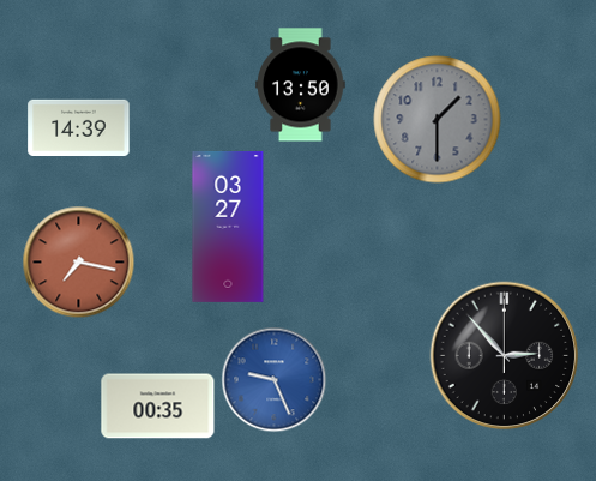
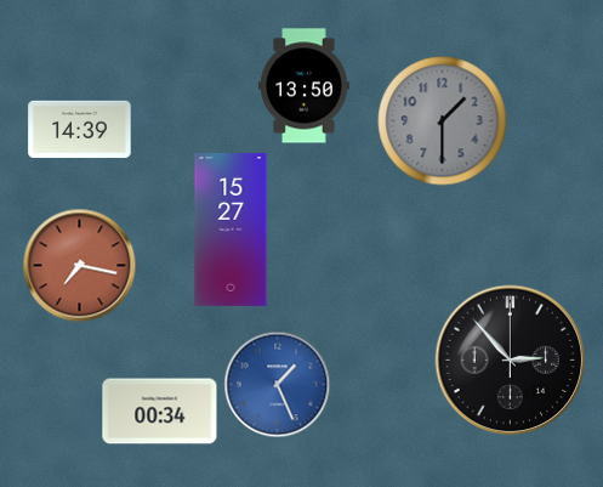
clock at (228, 227): 03:27 -> 15:27
clock at (273, 379): 9:26 -> 1:26
clock at (158, 407): 00:35 -> 00:34
